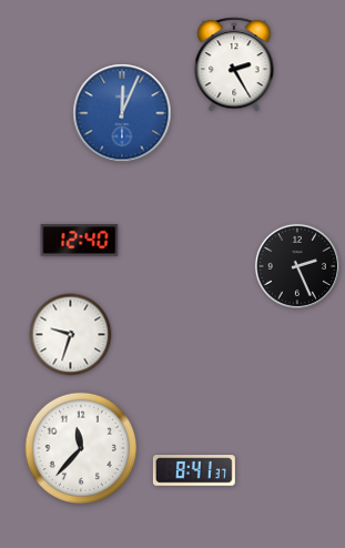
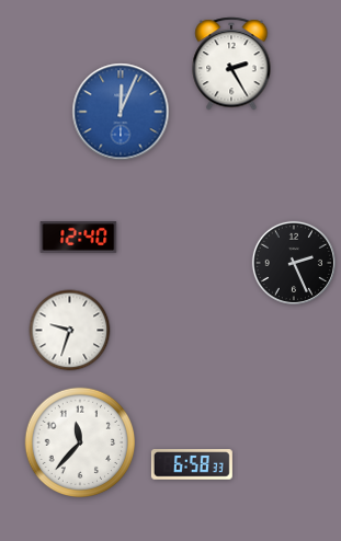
clock at (194, 471): 8:41 -> 6:58
